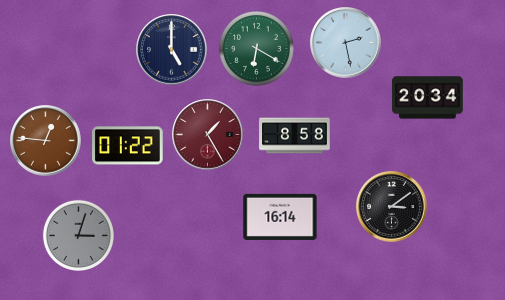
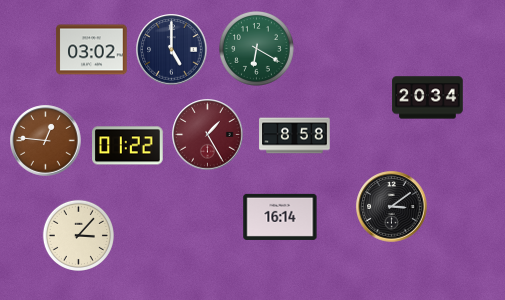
clock at (346, 43): 2:28 -> none
clock at (92, 50): none -> 03:02
clock at (78, 235): 3:03 -> 3:07
clock at (78, 235) dial: grey -> cream
